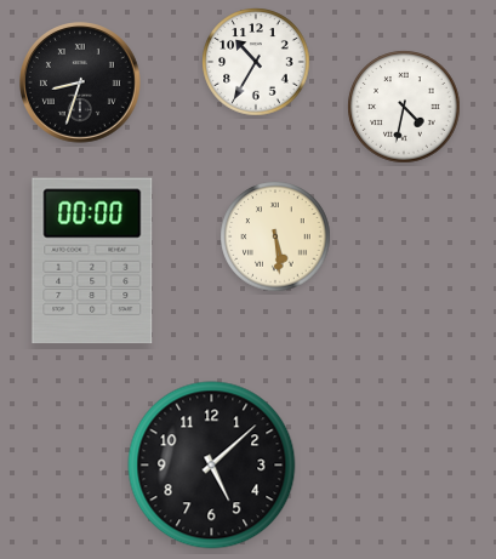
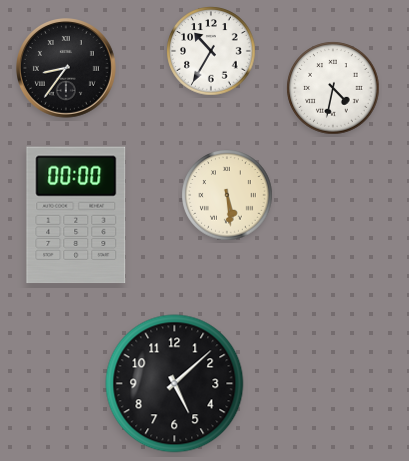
clock at (81, 84): 8:33 -> 8:36
